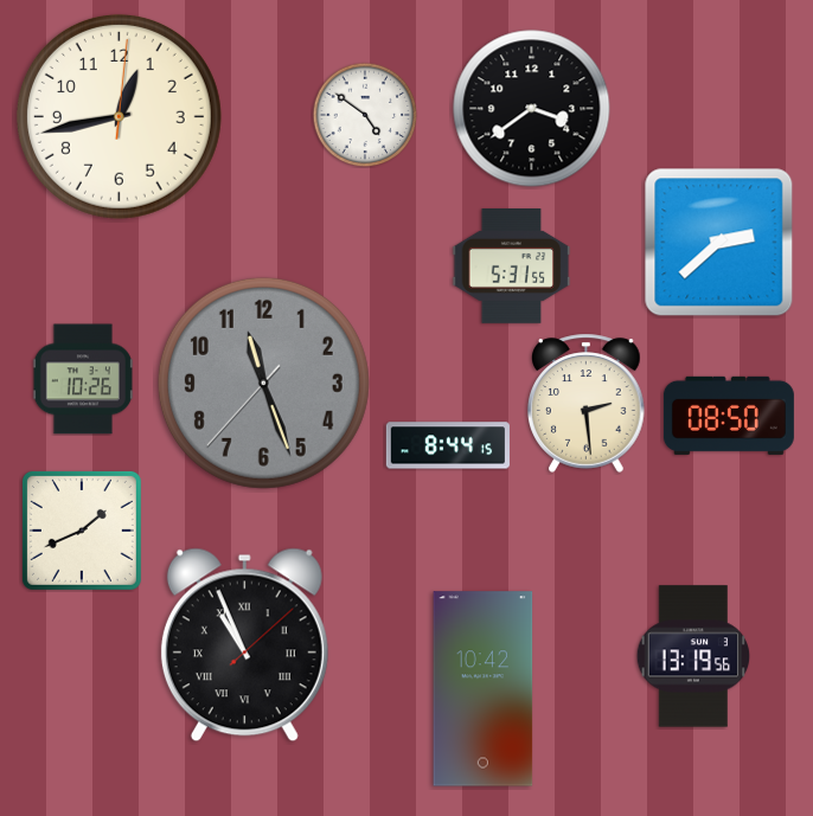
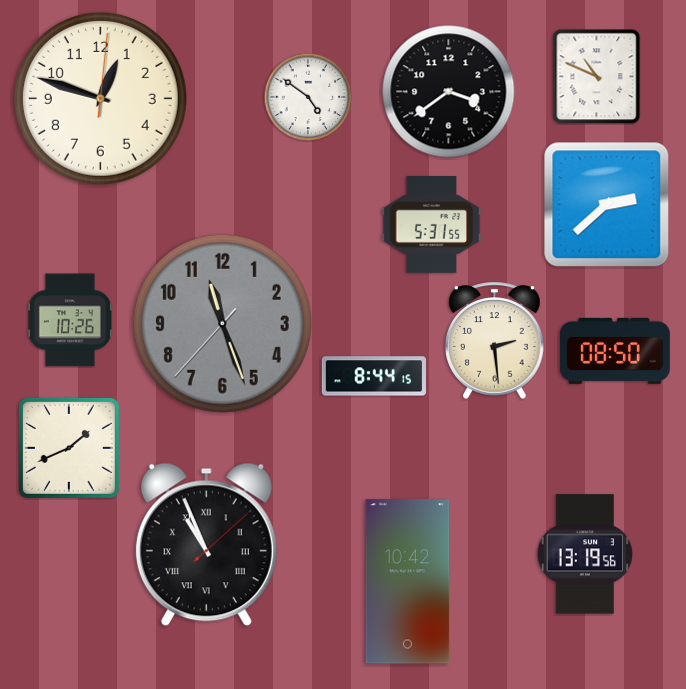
clock at (597, 77): none -> 10:49
clock at (119, 116): 12:43 -> 12:48
clock at (448, 445) position: (448, 445) -> (374, 376)
